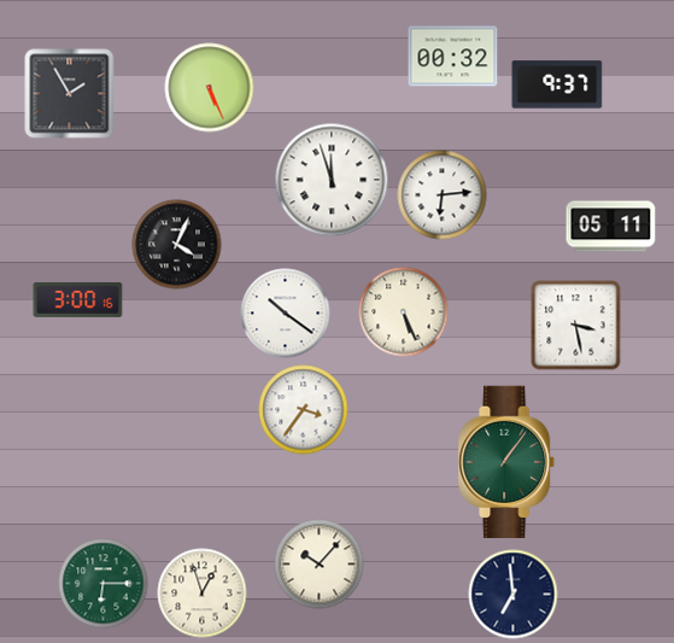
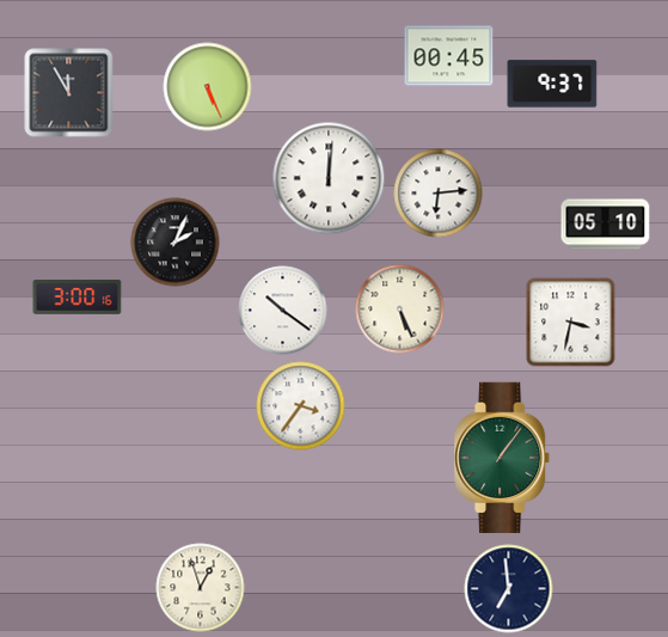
clock at (453, 57): 00:32 -> 00:45
clock at (70, 94): 1:55 -> 11:55
clock at (332, 180): 11:57 -> 12:01
clock at (611, 227): 05:11 -> 05:10
clock at (177, 245): 4:04 -> 2:04
clock at (576, 326): 3:28 -> 3:32
clock at (320, 565): 10:07 -> none
clock at (104, 584): 6:15 -> none
